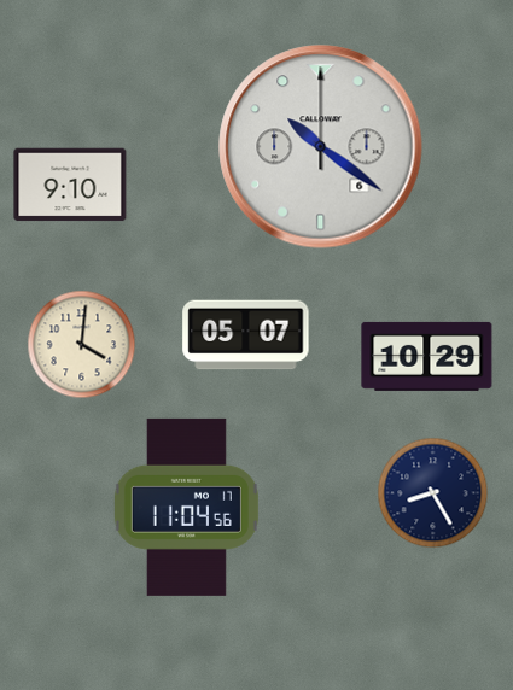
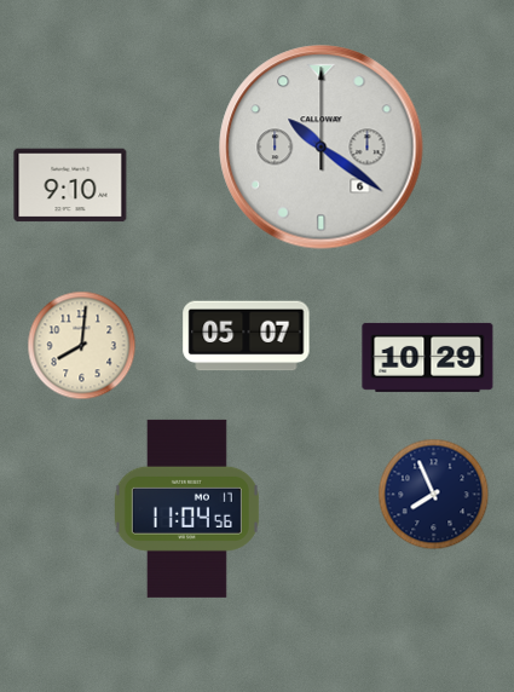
clock at (82, 345): 4:01 -> 8:01
clock at (433, 493): 8:25 -> 7:56
